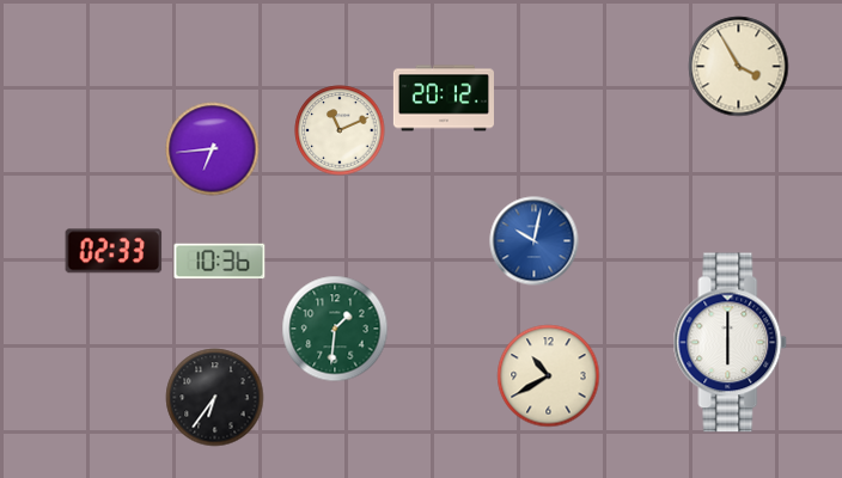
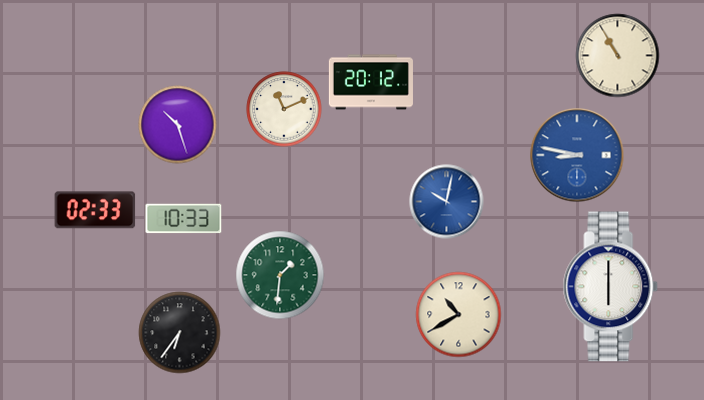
clock at (739, 67): 3:55 -> 10:55
clock at (213, 149): 6:44 -> 10:27
clock at (577, 155): none -> 8:47
clock at (220, 262): 10:36 -> 10:33
